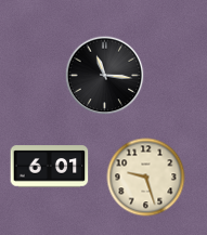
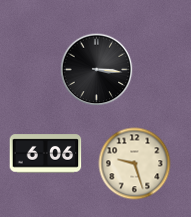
clock at (105, 76): 11:16 -> 3:16
clock at (50, 167): 6:01 -> 6:06
